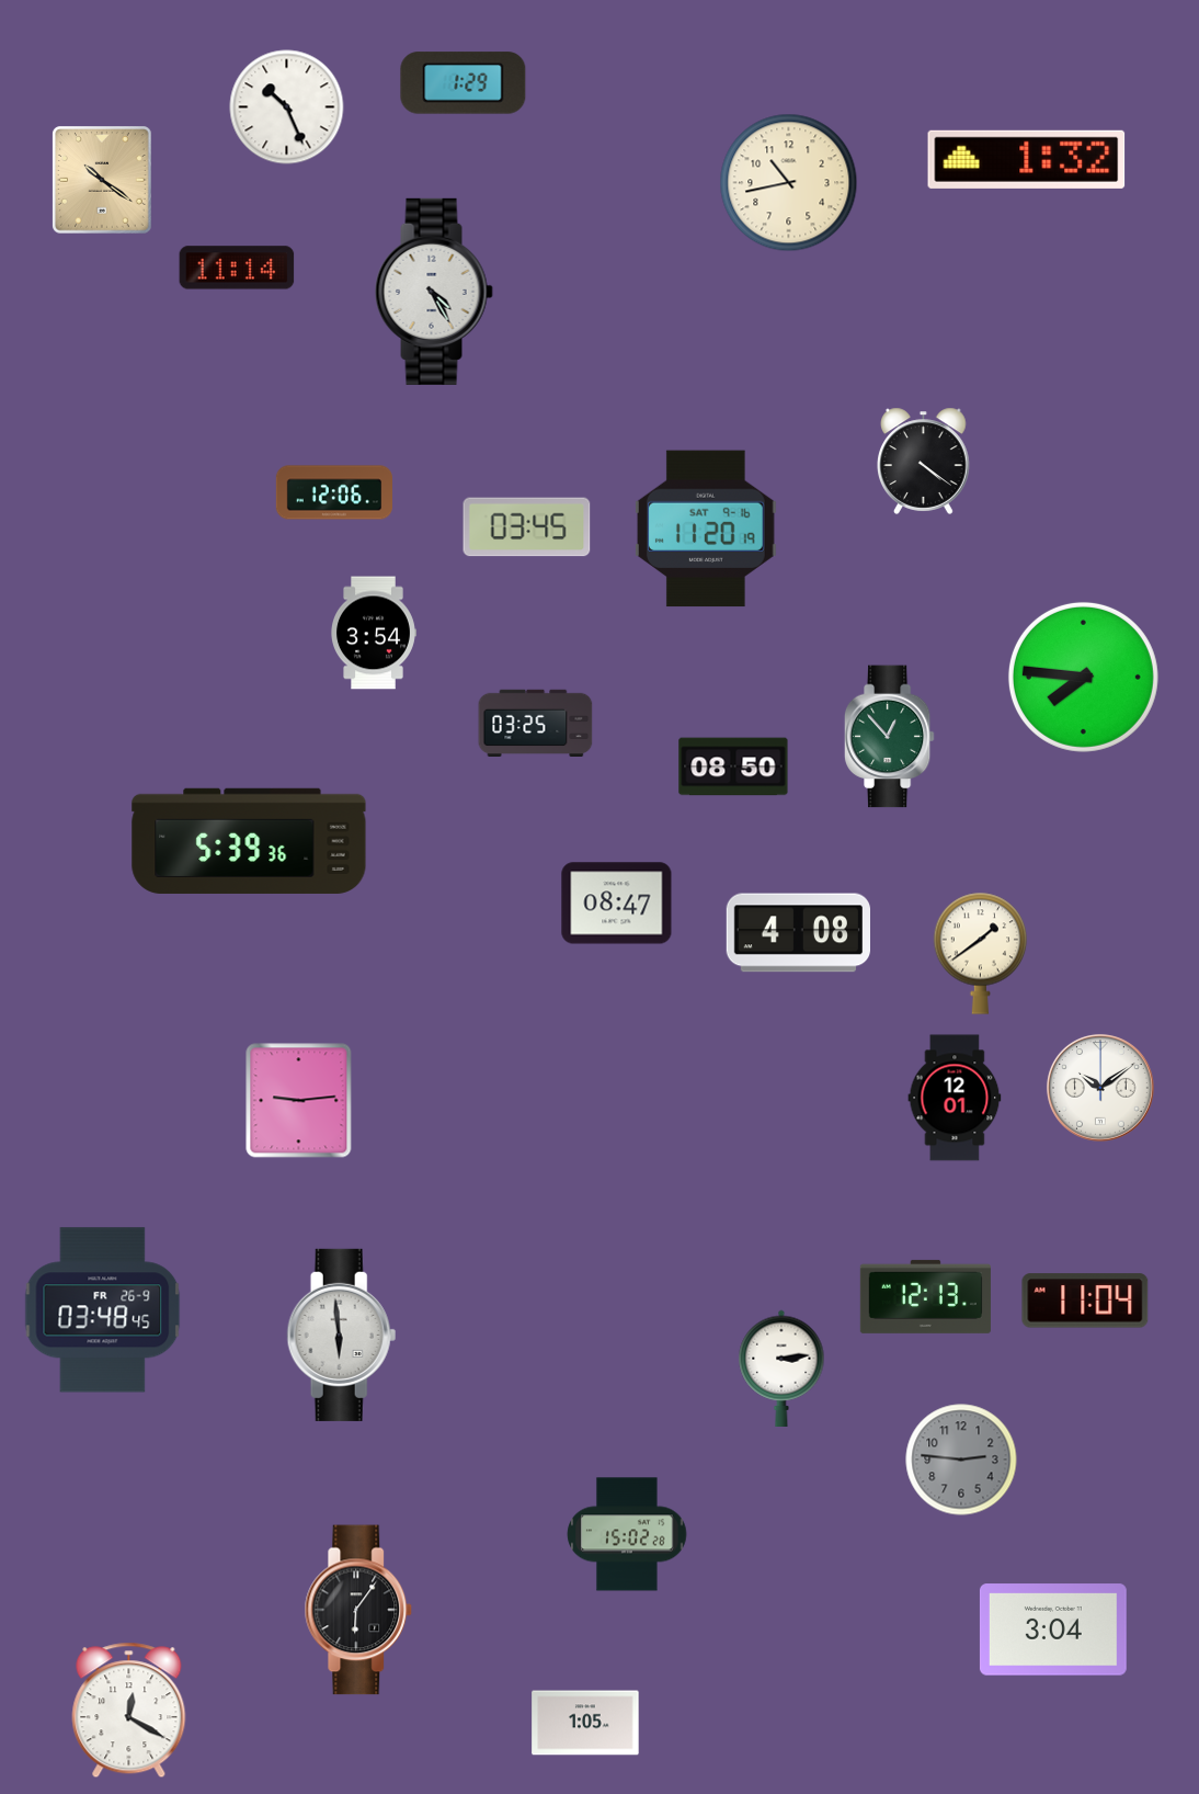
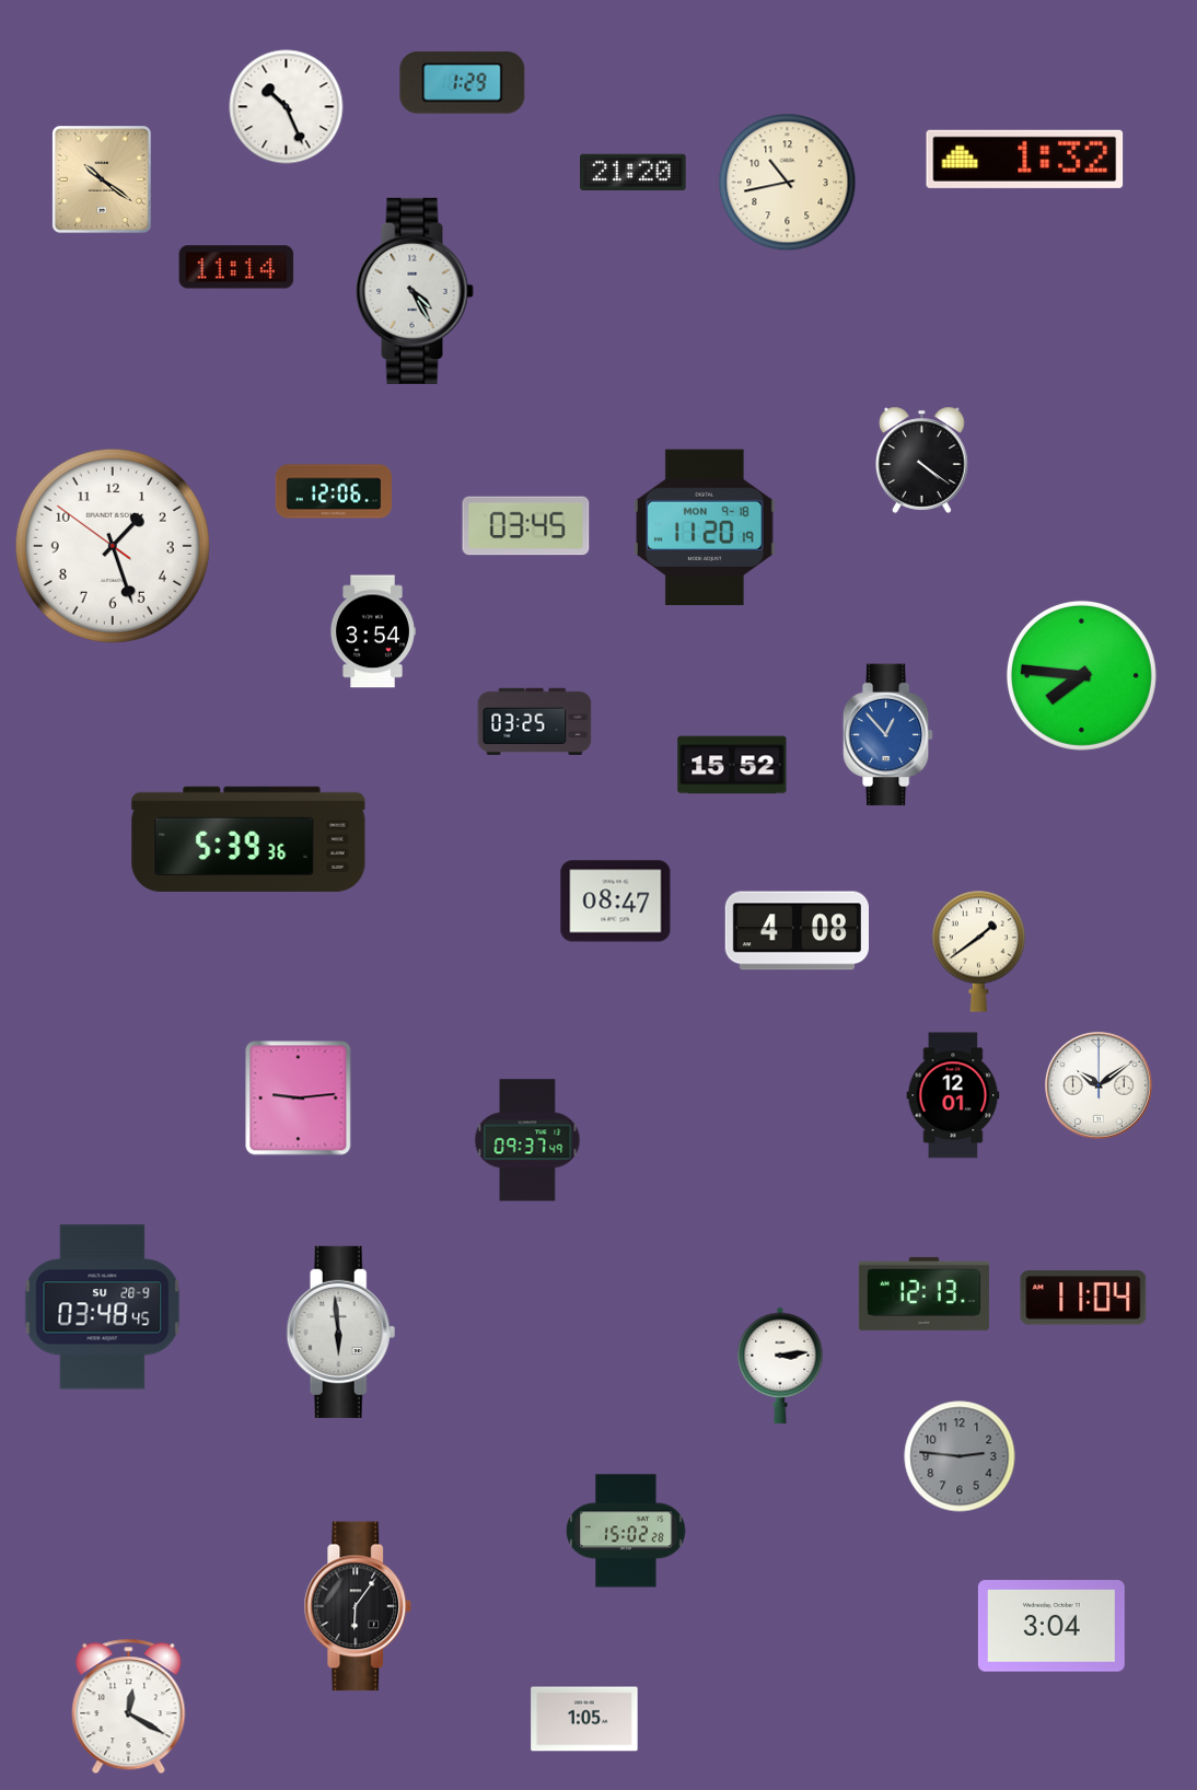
clock at (634, 172): none -> 21:20
clock at (434, 292) position: (434, 292) -> (415, 291)
clock at (706, 529) date: SAT 9-16 -> MON 9-18
clock at (113, 546): none -> 1:26
clock at (889, 737) dial: green -> blue
clock at (733, 767): 08:50 -> 15:52
clock at (527, 1140): none -> 09:37
clock at (103, 1310) date: FR 26-9 -> SU 28-9
